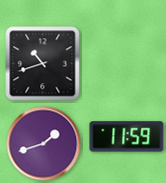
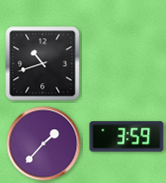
clock at (127, 137): 11:59 -> 3:59
clock at (44, 144): 1:42 -> 1:37
